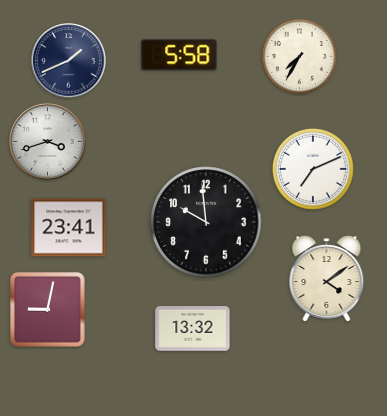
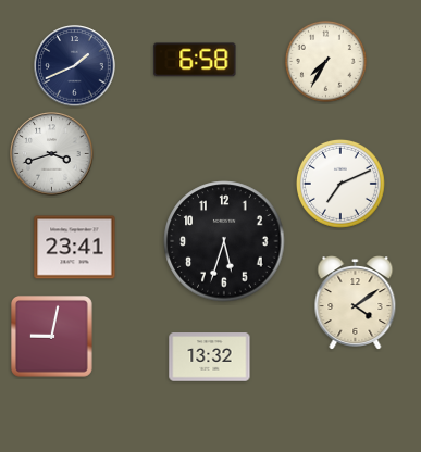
clock at (179, 55): 5:58 -> 6:58
clock at (206, 222): 9:59 -> 5:33
